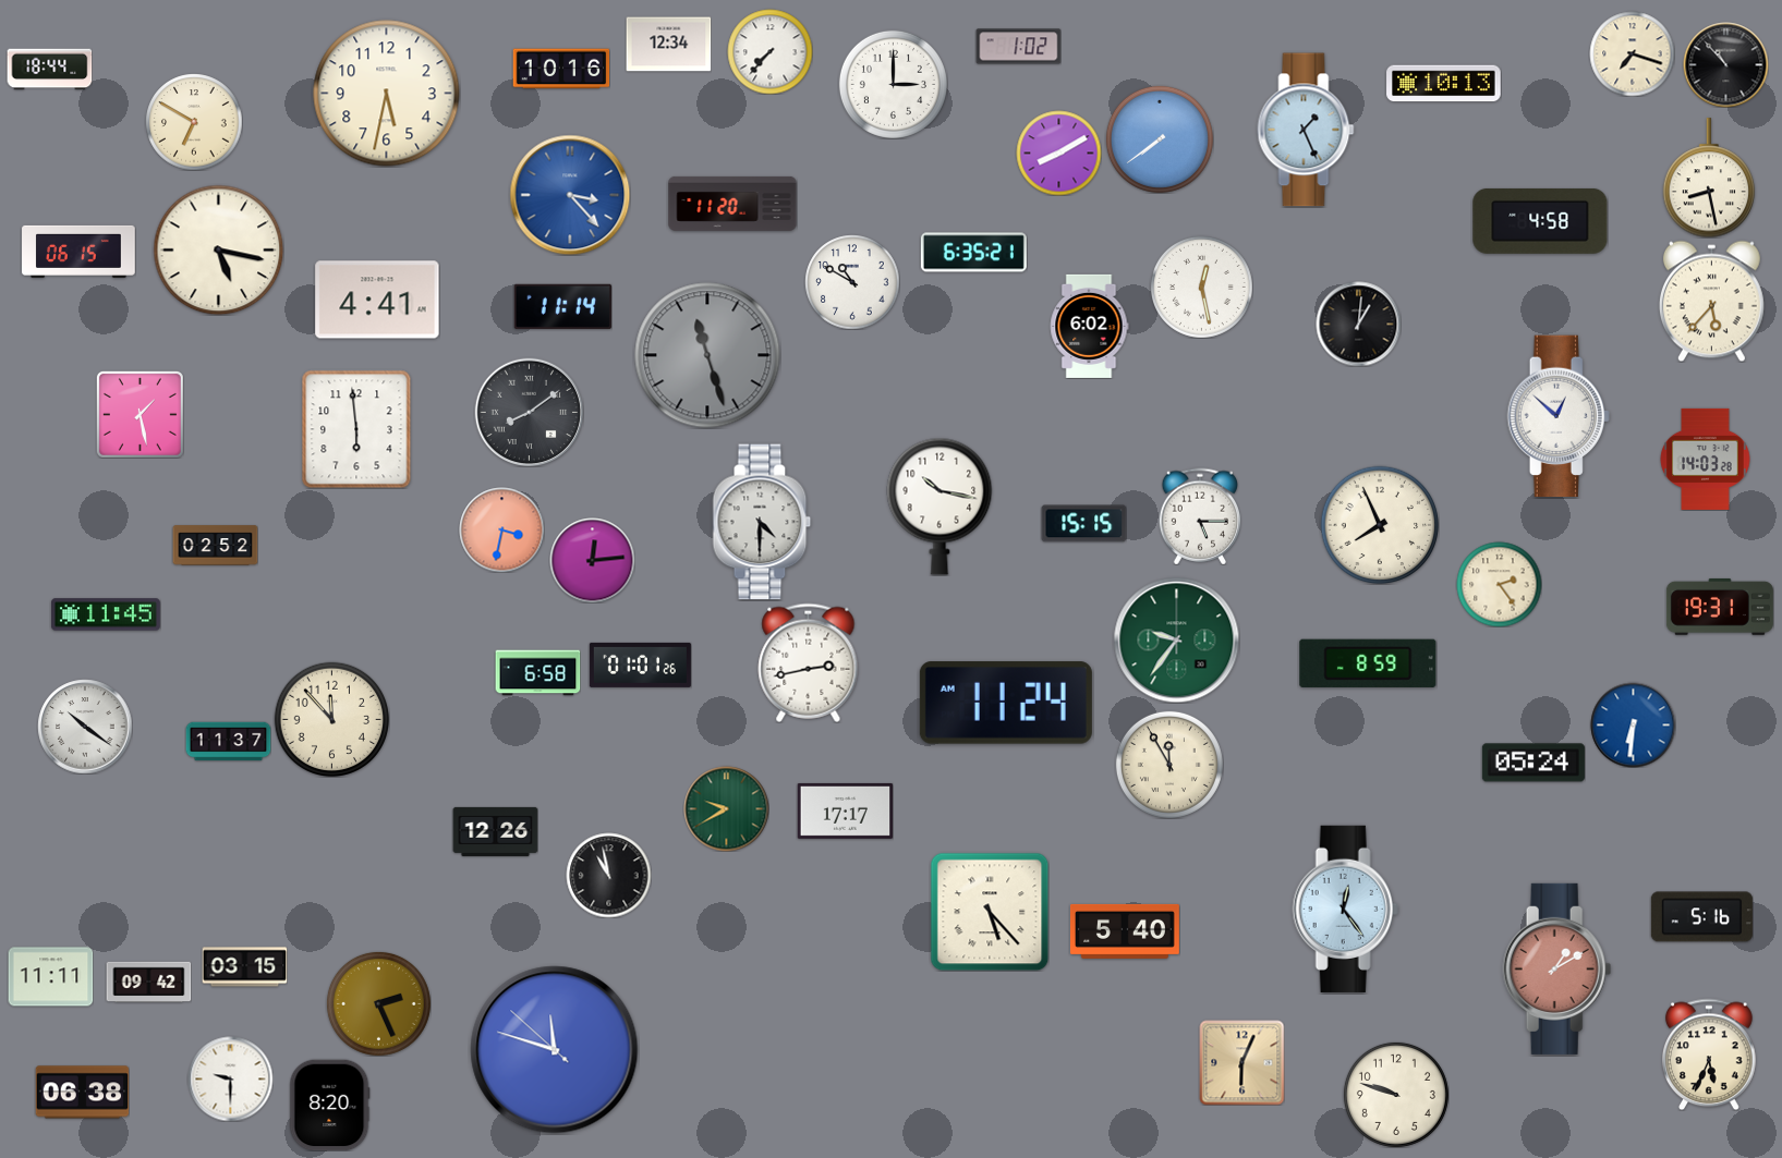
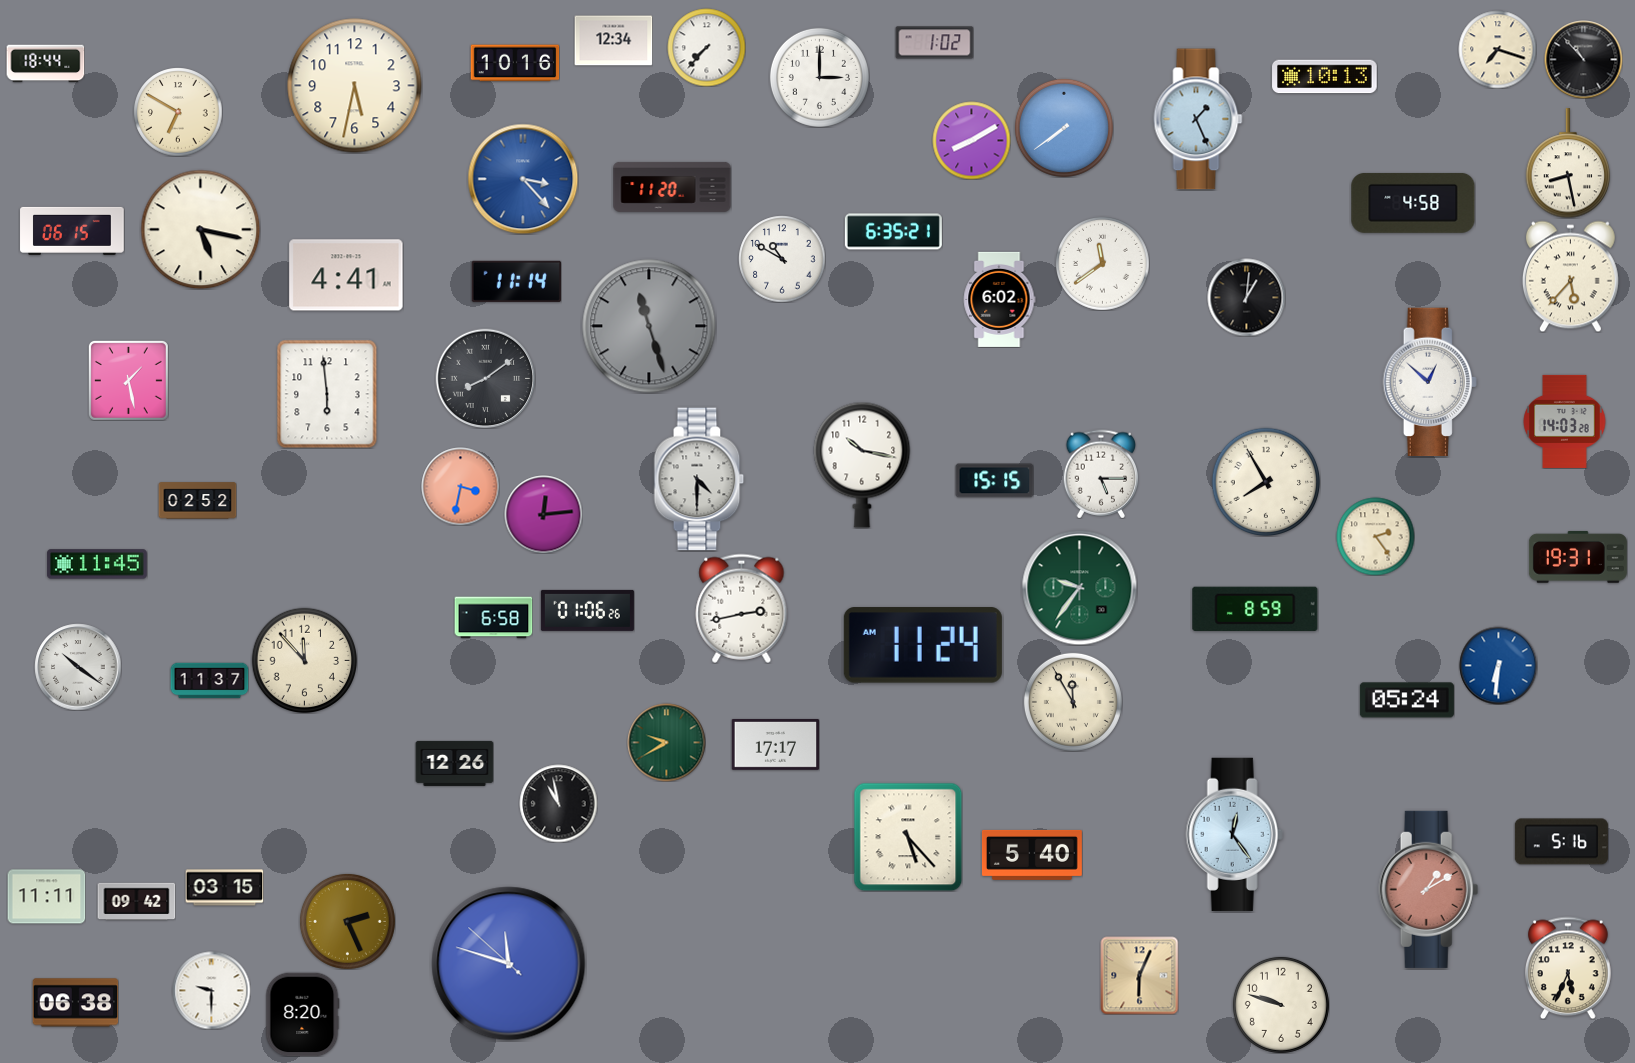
clock at (1201, 287): 12:28 -> 11:39
clock at (1380, 525): 7:56 -> 7:55
clock at (640, 665): 01:01 -> 01:06
